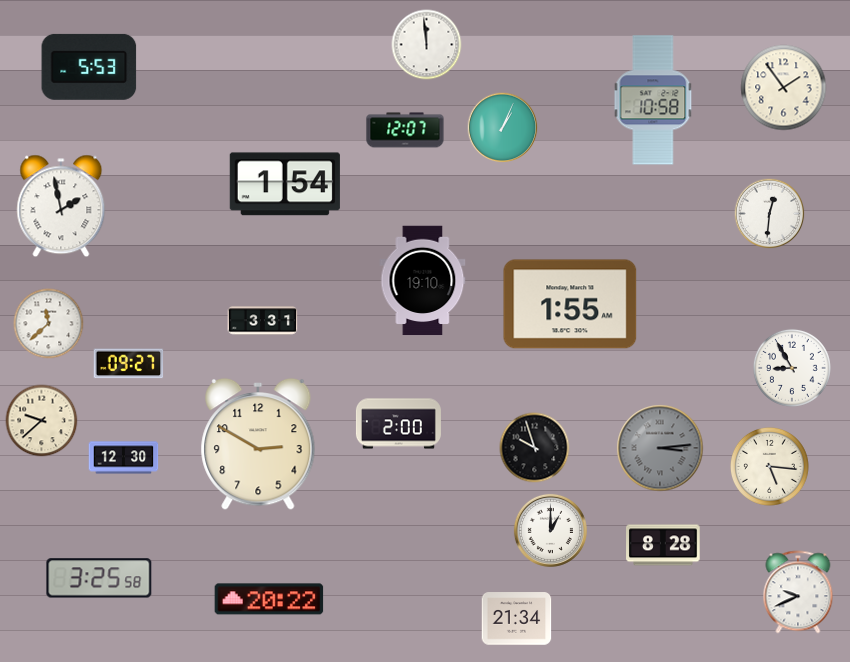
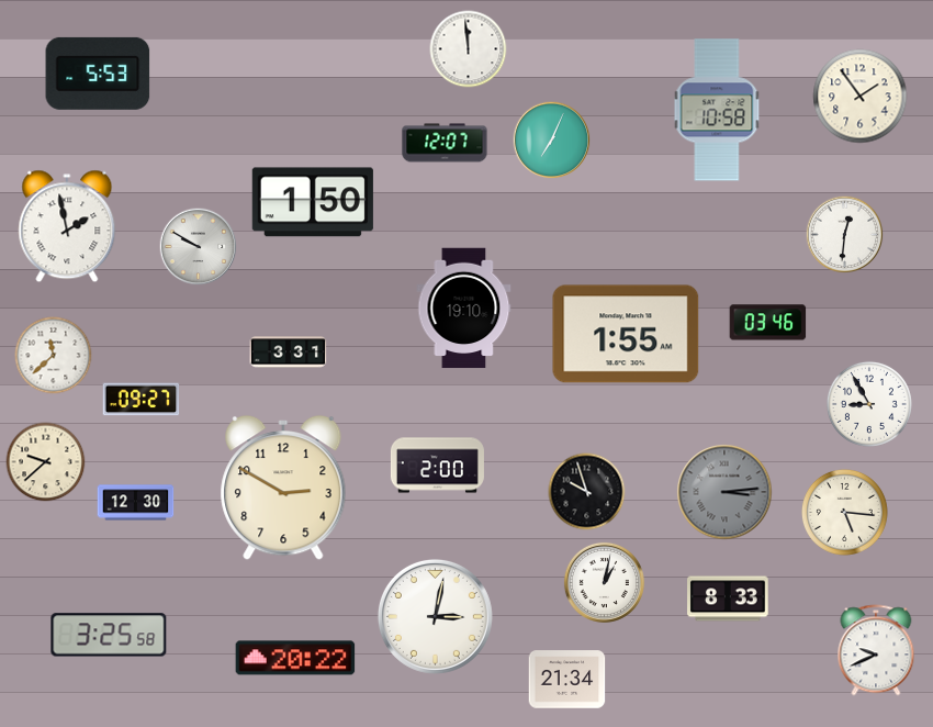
clock at (503, 128): 1:04 -> 7:04
clock at (285, 184): 1:54 -> 1:50
clock at (199, 247): none -> 9:50
clock at (768, 323): none -> 03:46
clock at (550, 530): 1:00 -> 1:02
clock at (663, 545): 8:28 -> 8:33
clock at (435, 616): none -> 3:02
